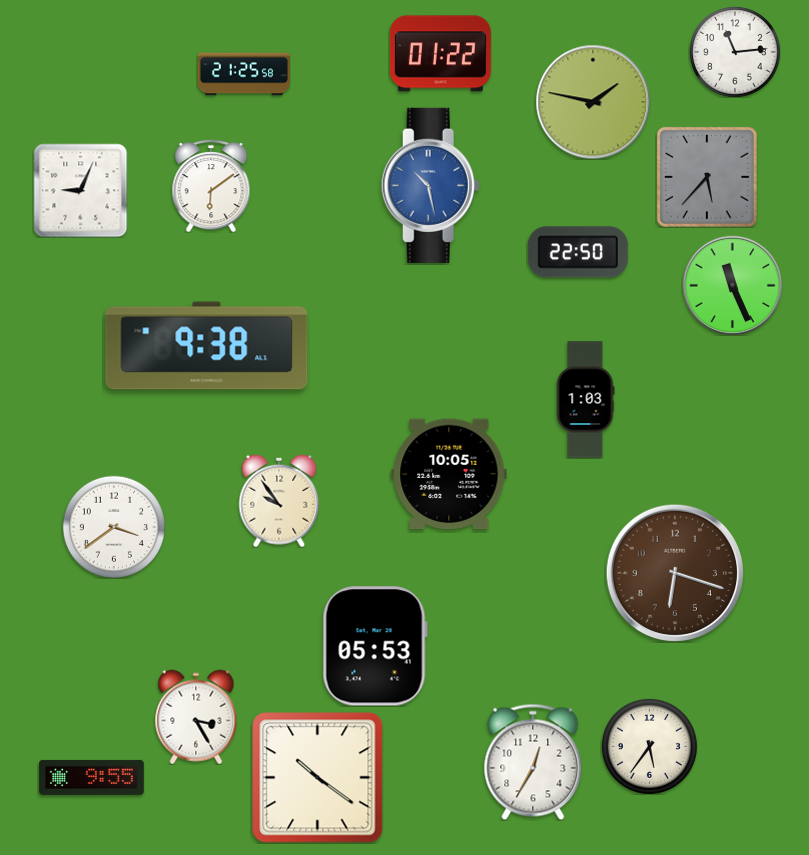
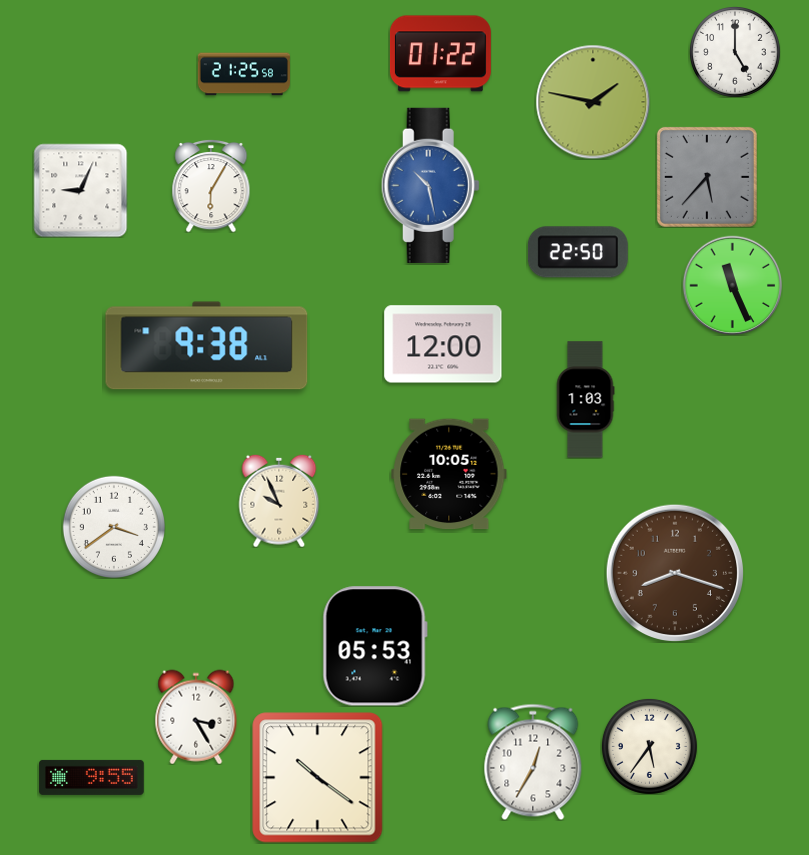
clock at (735, 52): 11:14 -> 5:00
clock at (211, 186): 6:09 -> 6:05
clock at (443, 344): none -> 12:00
clock at (279, 501): 9:54 -> 9:56
clock at (674, 572): 6:18 -> 8:18
